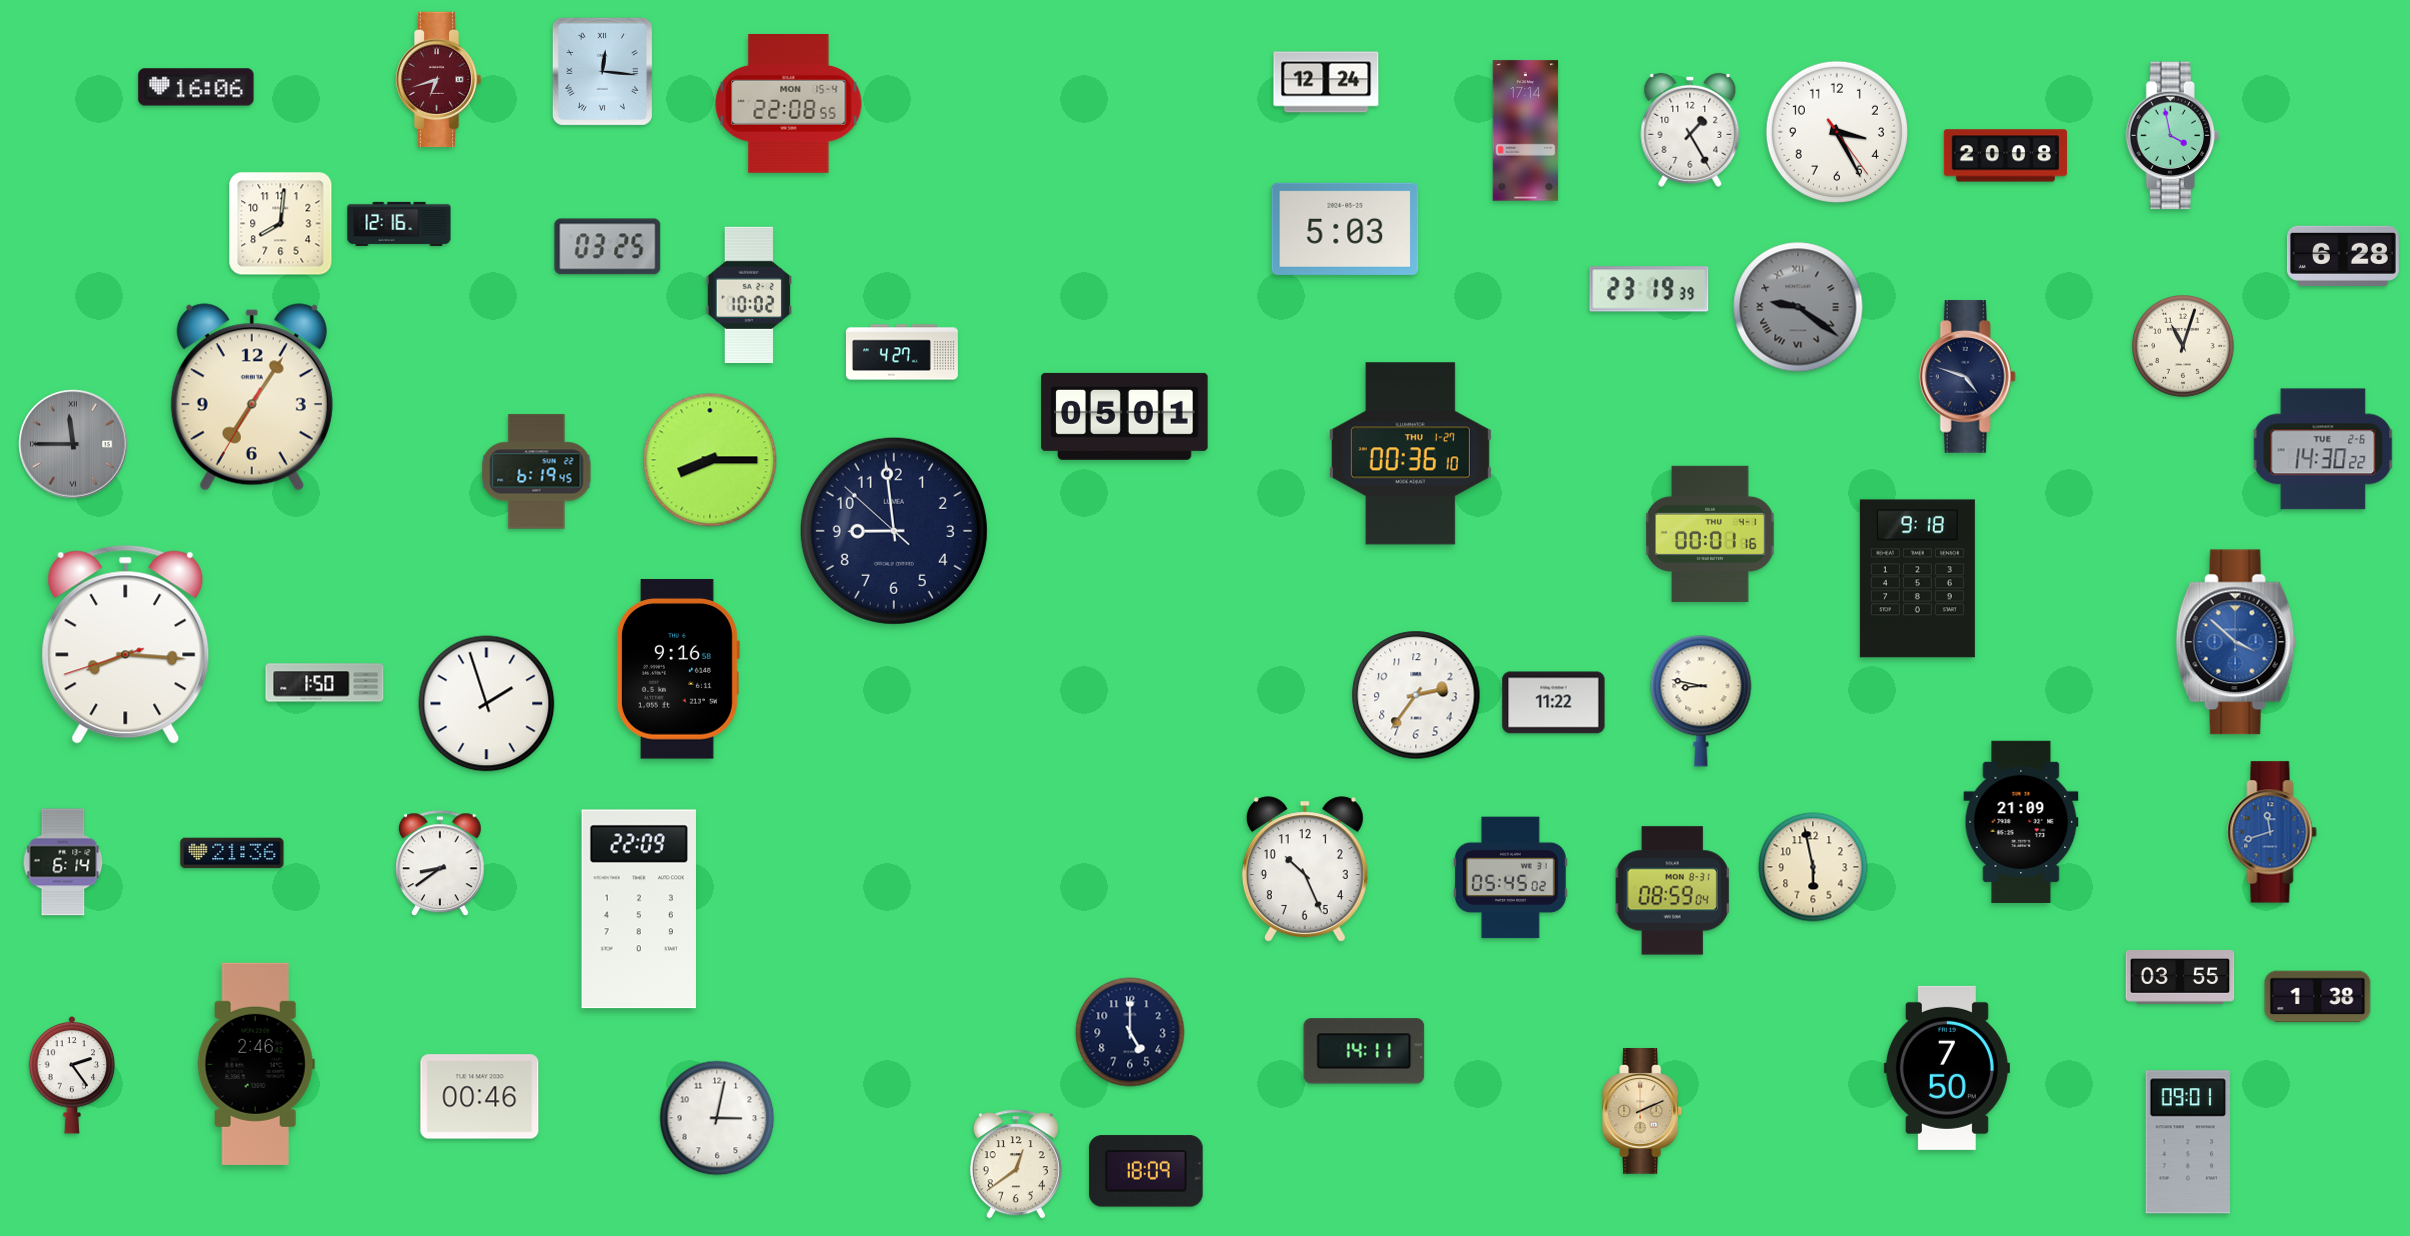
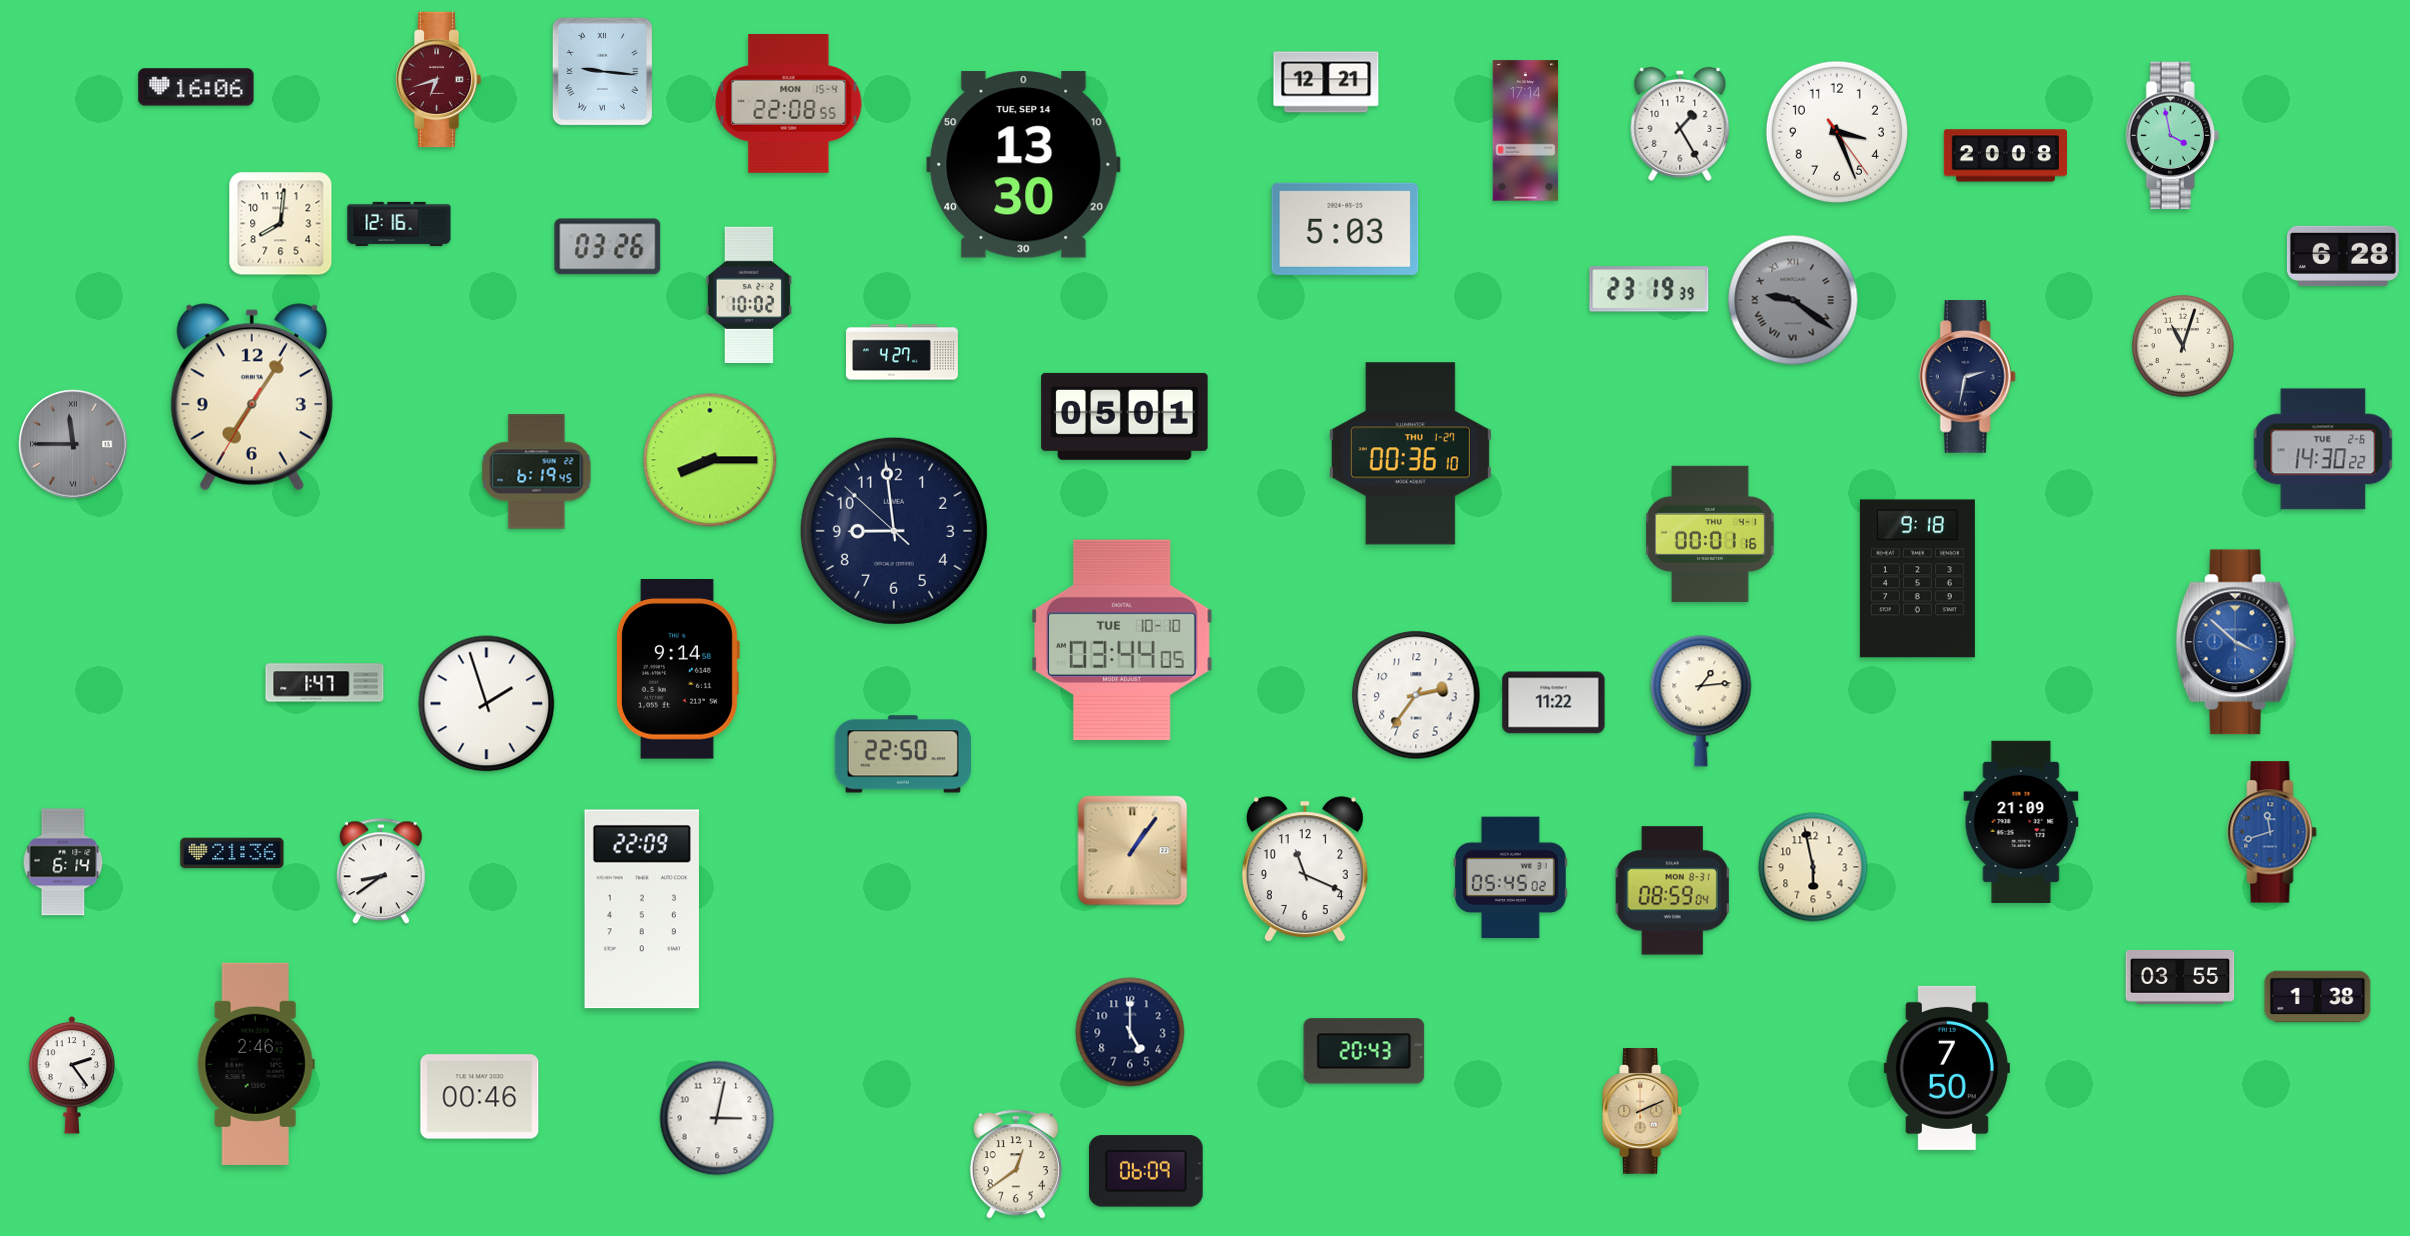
clock at (602, 71): 12:16 -> 9:16
clock at (1326, 82): 12:24 -> 12:21
clock at (1690, 130) position: (1690, 130) -> (1680, 124)
clock at (1837, 132): 3:25 -> 3:26
clock at (1024, 165): none -> 13:30
clock at (608, 247): 03:25 -> 03:26
clock at (1798, 307) position: (1798, 307) -> (1793, 300)
clock at (1967, 377): 4:48 -> 2:32
clock at (1122, 640): none -> 03:44
clock at (126, 644): 8:15 -> none
clock at (677, 669): 9:16 -> 9:14
clock at (325, 683): 1:50 -> 1:47
clock at (1701, 701): 8:47 -> 1:14
clock at (903, 754): none -> 22:50
clock at (1133, 851): none -> 1:06
clock at (440, 864) position: (440, 864) -> (381, 872)
clock at (1305, 869): 10:26 -> 11:19
clock at (638, 909) position: (638, 909) -> (641, 909)
clock at (1364, 1051): 14:11 -> 20:43
clock at (2188, 1142): 09:01 -> none
clock at (1146, 1171): 18:09 -> 06:09
